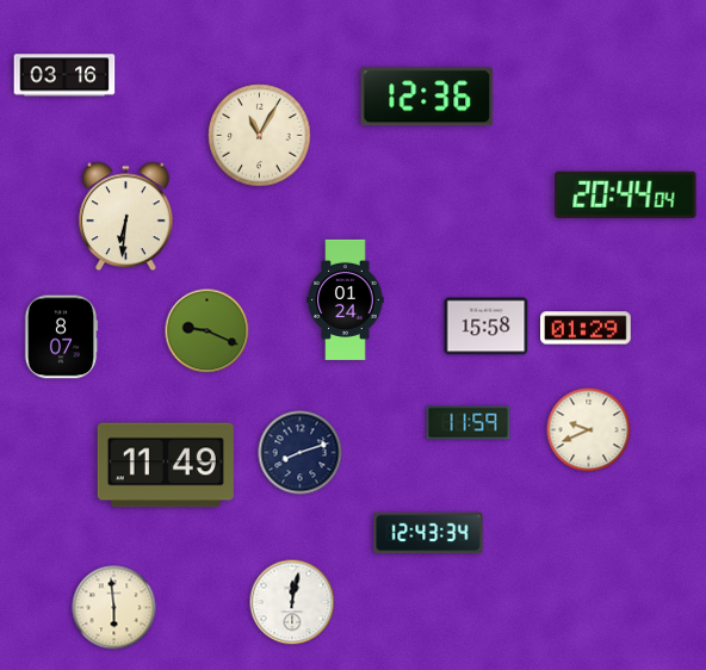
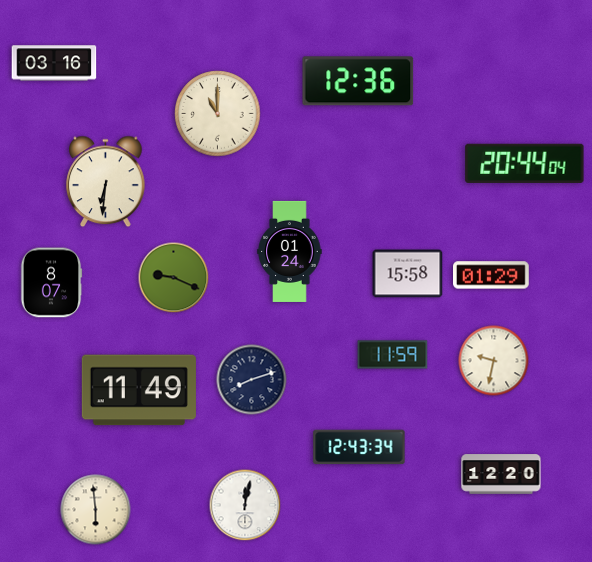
clock at (260, 136): 11:05 -> 11:00
clock at (589, 430): 9:41 -> 9:32
clock at (501, 474): none -> 12:20
